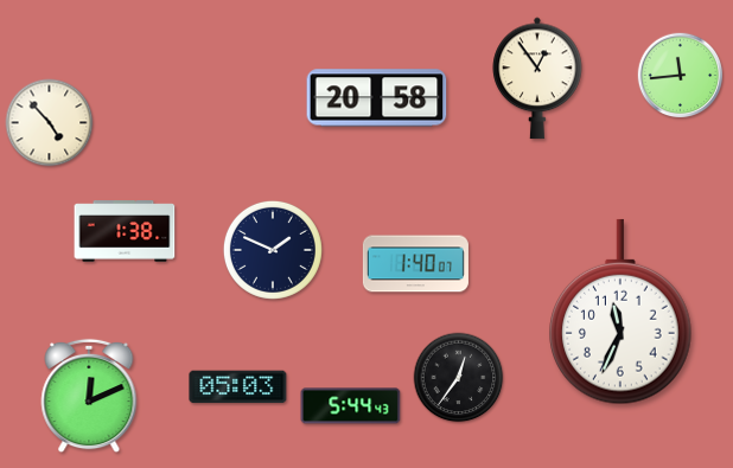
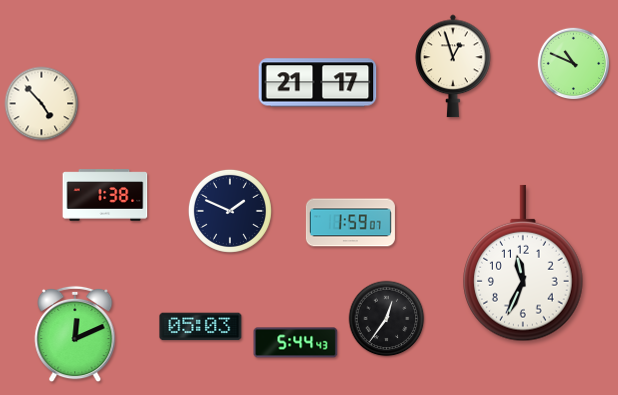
clock at (681, 76): 11:44 -> 10:49
clock at (537, 78): 12:54 -> 12:57
clock at (377, 98): 20:58 -> 21:17
clock at (415, 264): 1:40 -> 1:59
